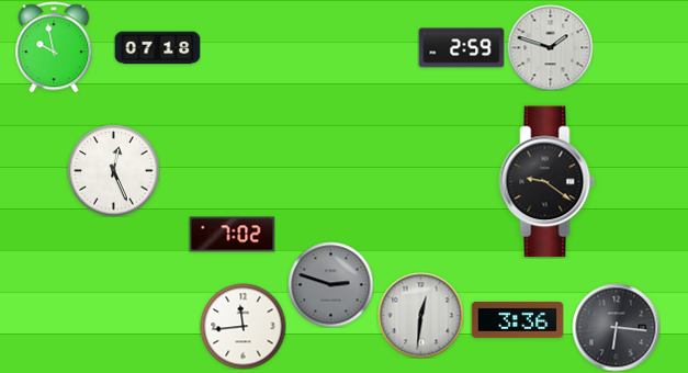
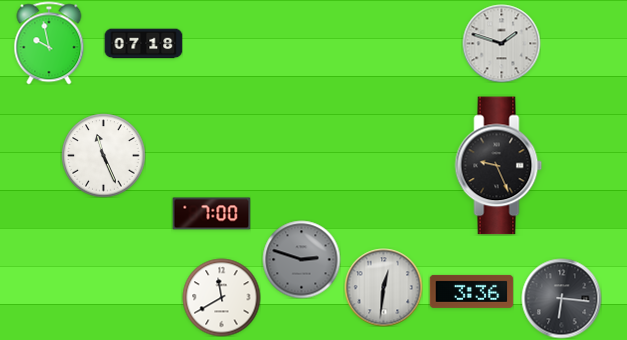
clock at (461, 48): 2:59 -> none
clock at (113, 170): 12:26 -> 11:26
clock at (548, 182): 9:21 -> 9:26
clock at (232, 235): 7:02 -> 7:00
clock at (243, 326): 11:44 -> 11:40
